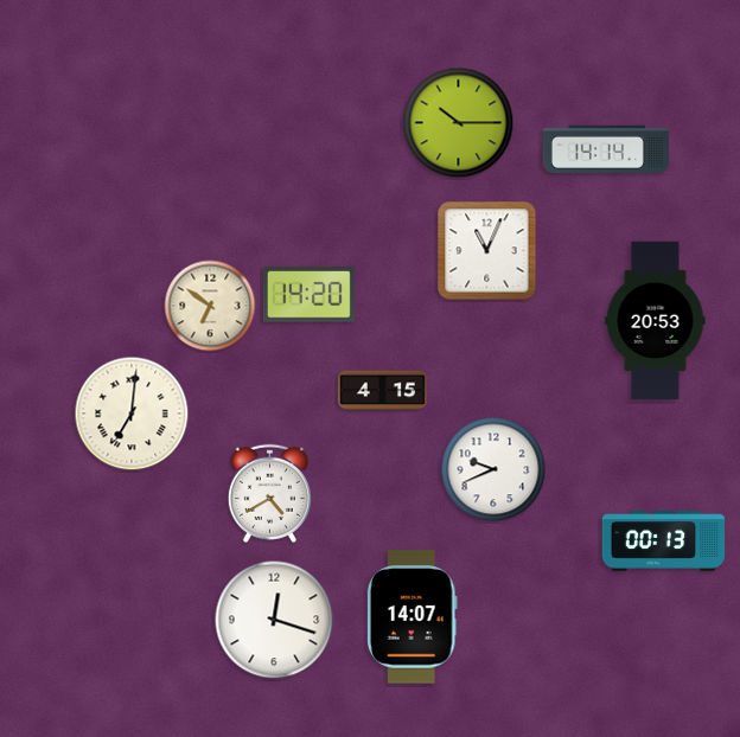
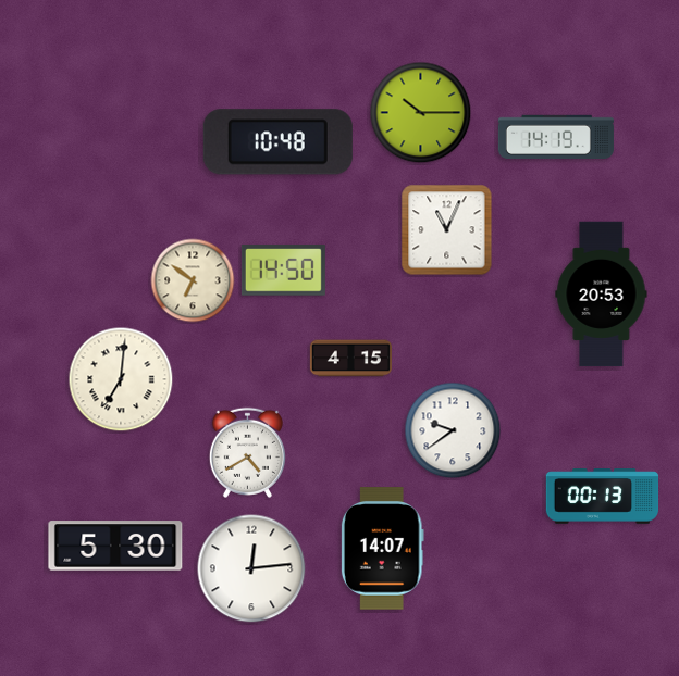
clock at (606, 149): 14:14 -> 14:19
clock at (277, 142): none -> 10:48
clock at (308, 295): 14:20 -> 14:50
clock at (493, 469): 9:41 -> 9:39
clock at (664, 541) position: (664, 541) -> (603, 497)
clock at (115, 546): none -> 5:30
clock at (412, 617) position: (412, 617) -> (382, 549)
clock at (274, 620): 12:18 -> 12:14
